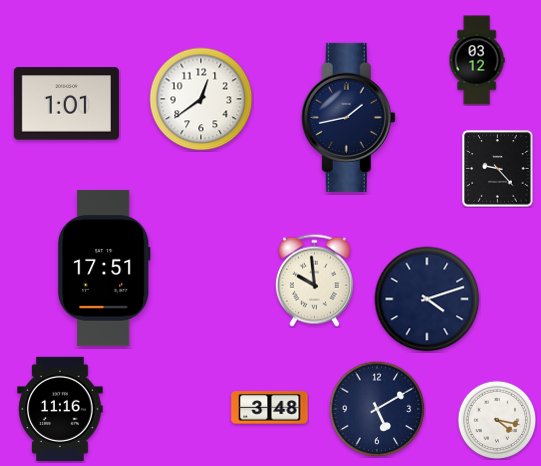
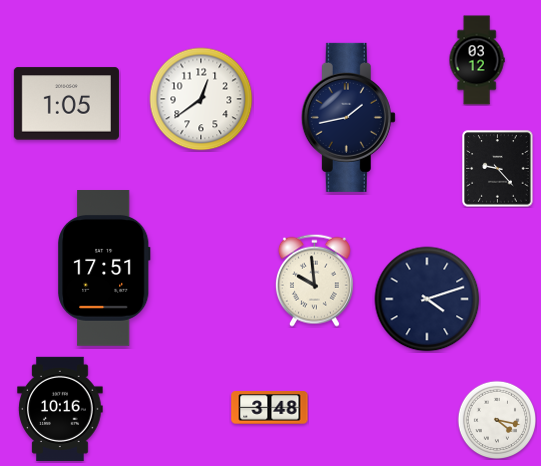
clock at (66, 104): 1:01 -> 1:05
clock at (60, 409): 11:16 -> 10:16
clock at (377, 409): 5:10 -> none
